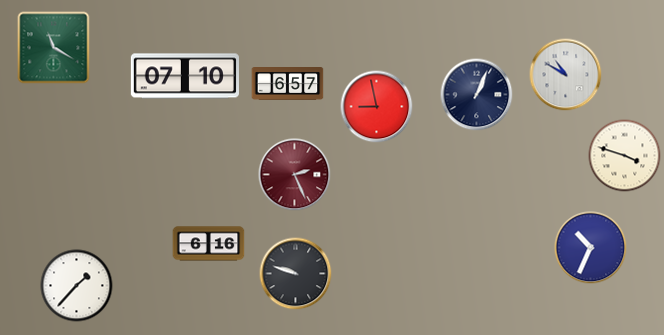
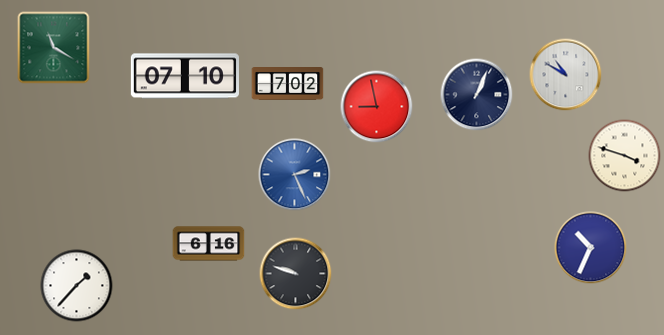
clock at (288, 84): 6:57 -> 7:02
clock at (295, 175) dial: burgundy -> blue
